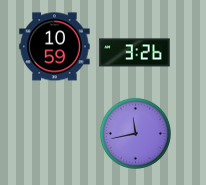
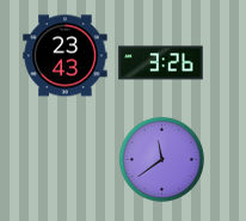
clock at (55, 47): 10:59 -> 23:43
clock at (135, 133): 11:43 -> 11:39
